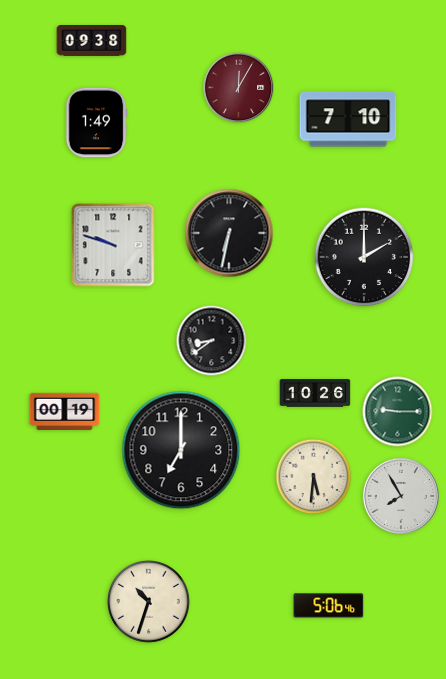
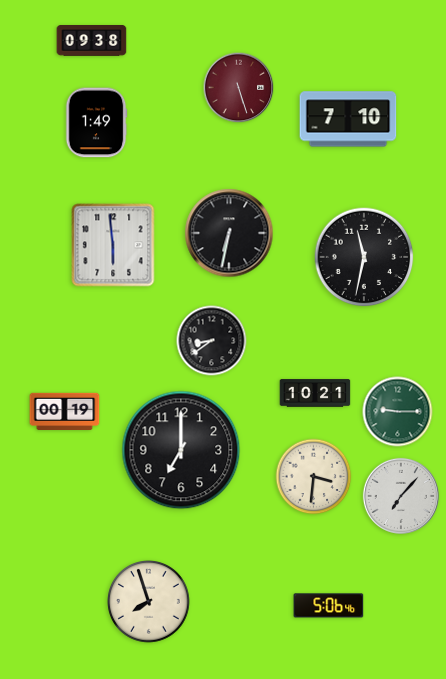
clock at (239, 88): 12:05 -> 5:27
clock at (113, 245): 9:48 -> 5:59
clock at (364, 257): 2:00 -> 11:32
clock at (315, 393): 10:26 -> 10:21
clock at (314, 477): 5:31 -> 3:31
clock at (401, 496): 7:55 -> 7:07
clock at (149, 602): 10:33 -> 7:57
